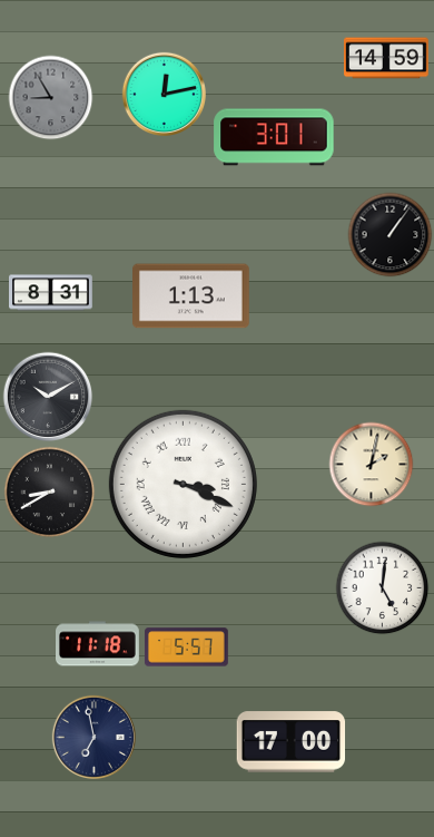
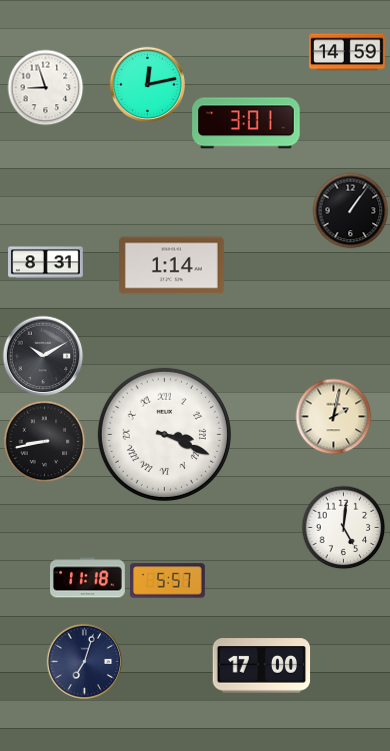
clock at (51, 98): 8:55 -> 8:57
clock at (51, 98) dial: grey -> white
clock at (191, 296): 1:13 -> 1:14
clock at (50, 493): 8:40 -> 8:43
clock at (93, 737): 6:58 -> 7:03
